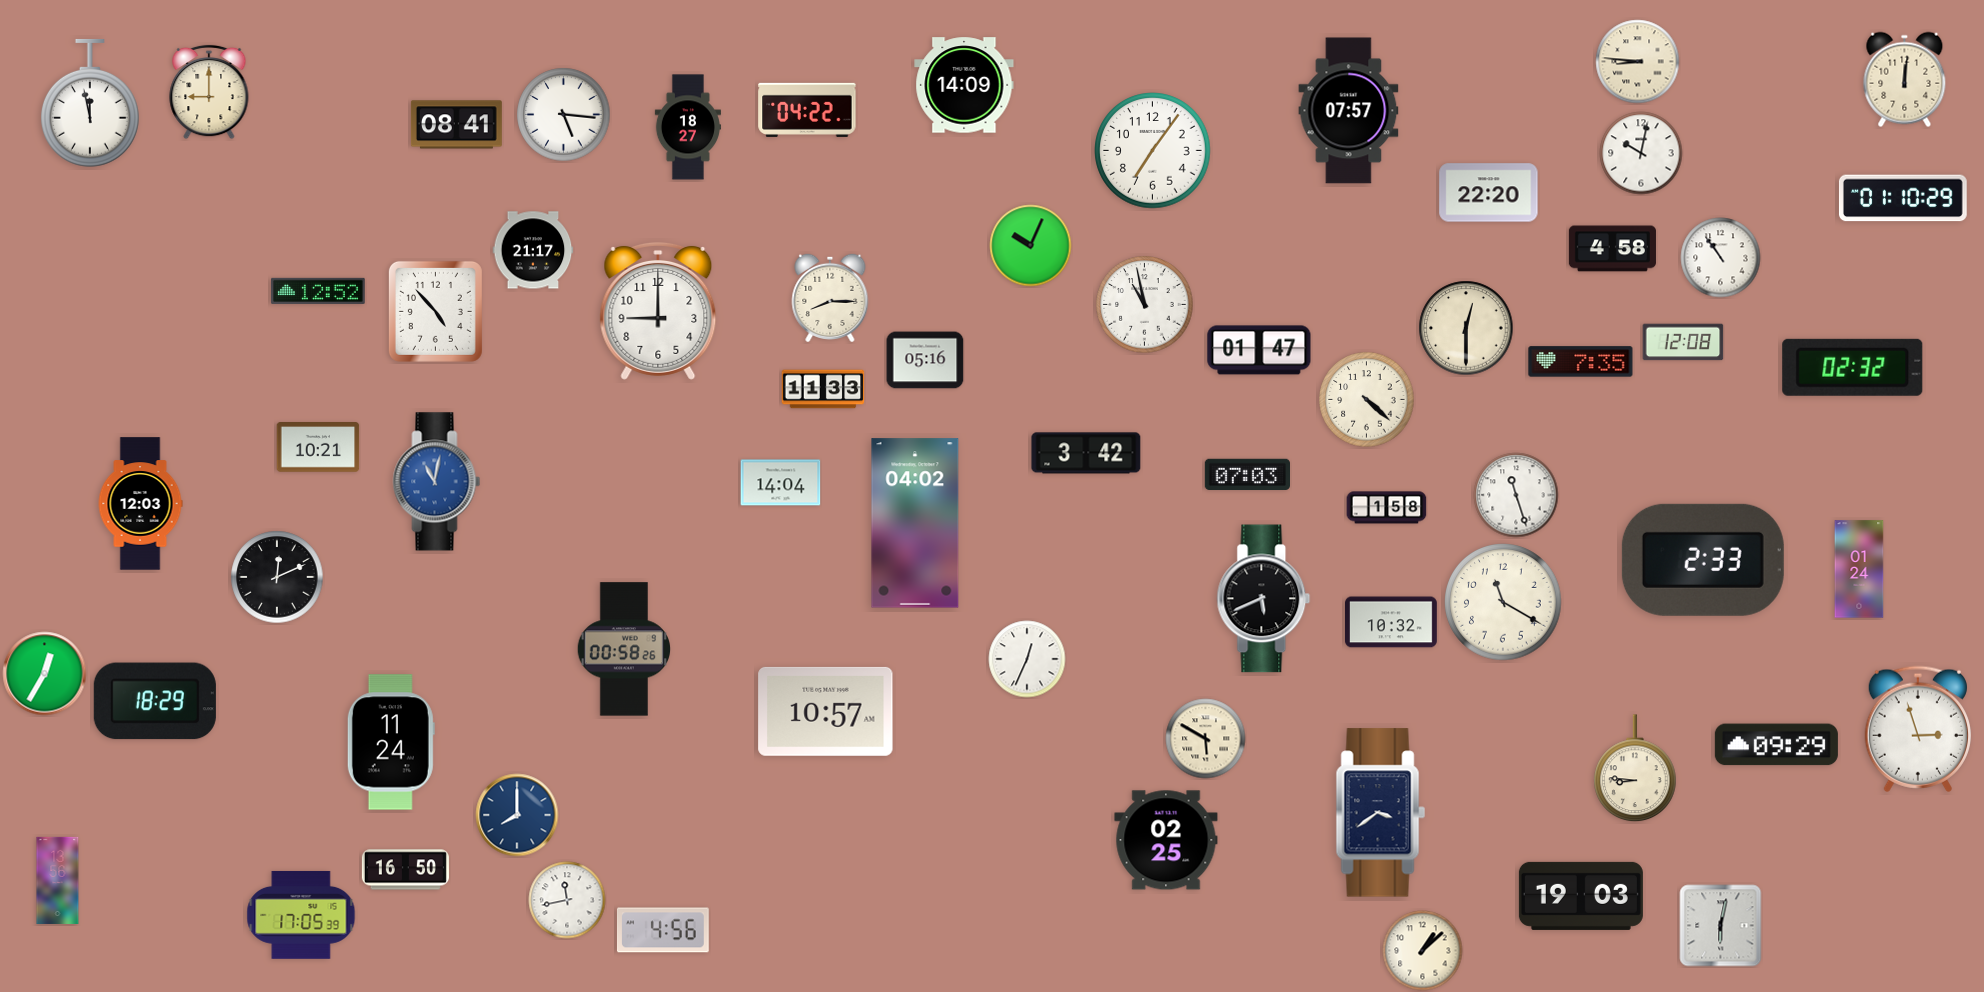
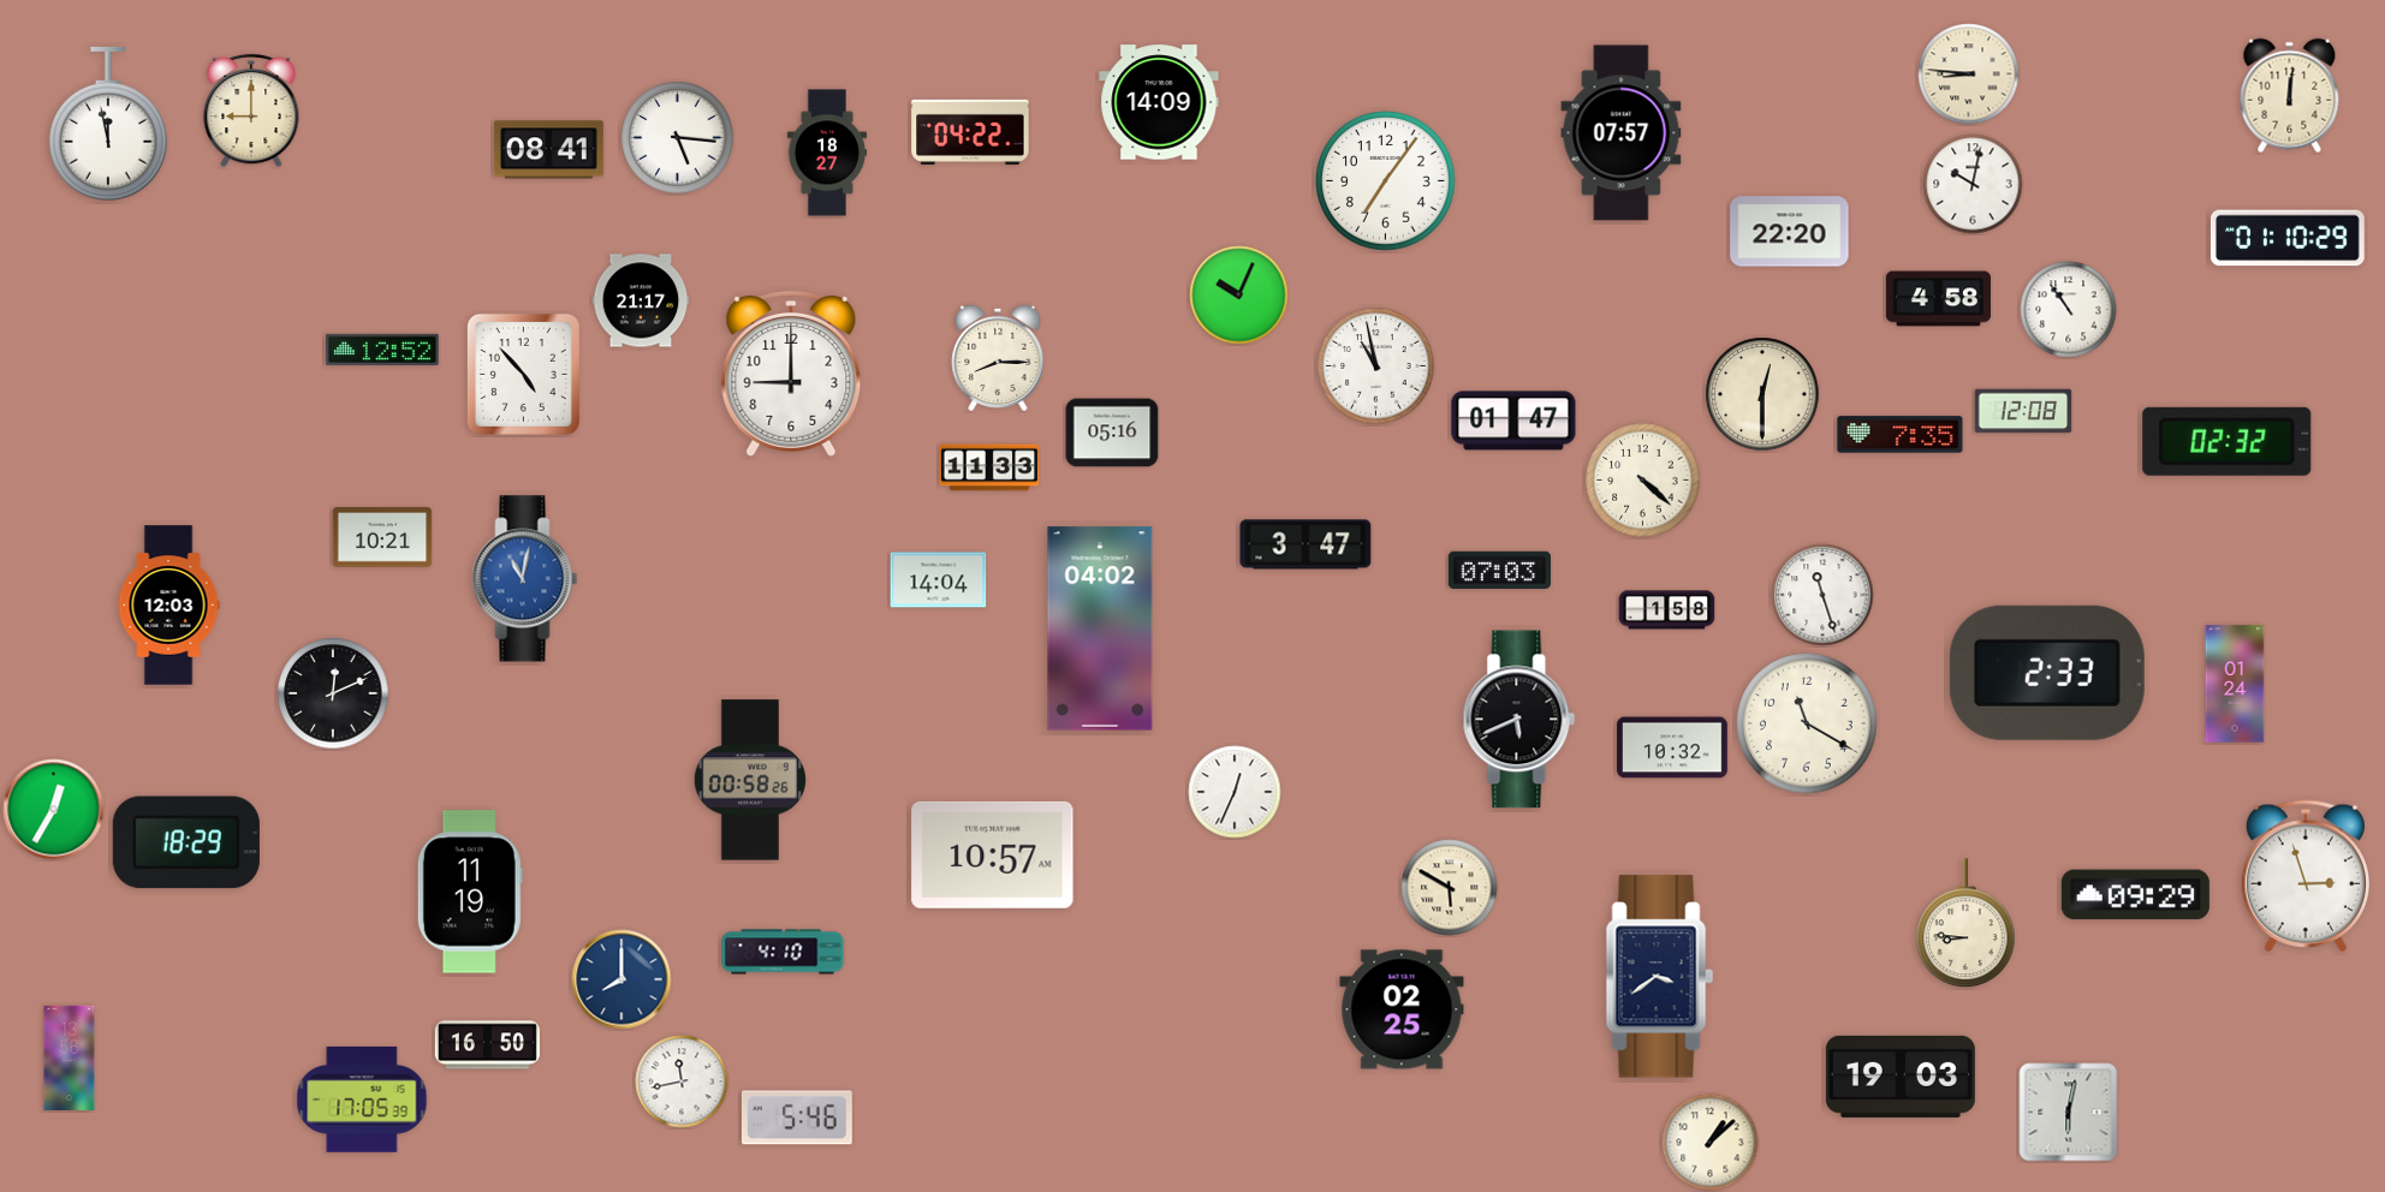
clock at (1086, 453): 3:42 -> 3:47
clock at (391, 742): 11:24 -> 11:19
clock at (783, 952): none -> 4:10
clock at (663, 930): 4:56 -> 5:46
